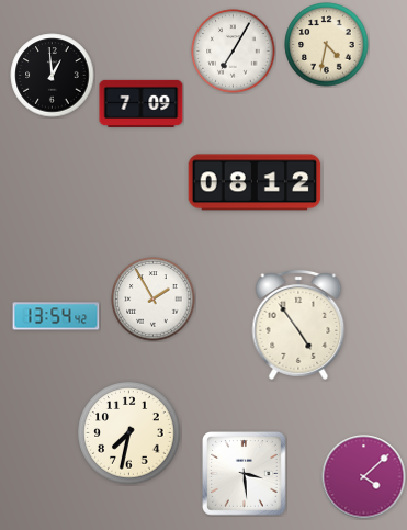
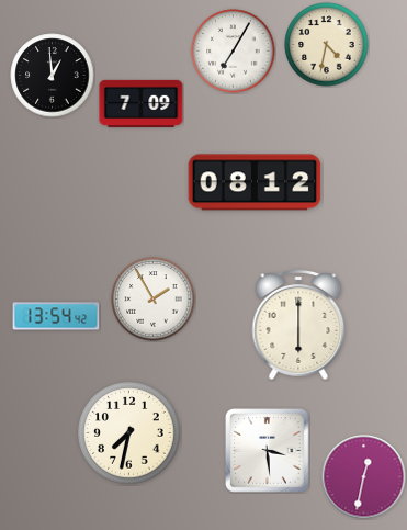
clock at (298, 326): 4:54 -> 6:00
clock at (245, 474) position: (245, 474) -> (268, 451)
clock at (364, 477): 4:08 -> 12:32
